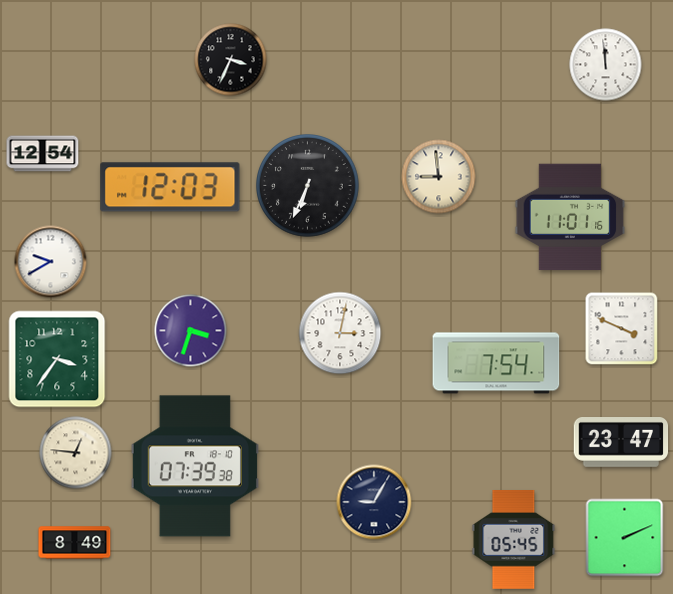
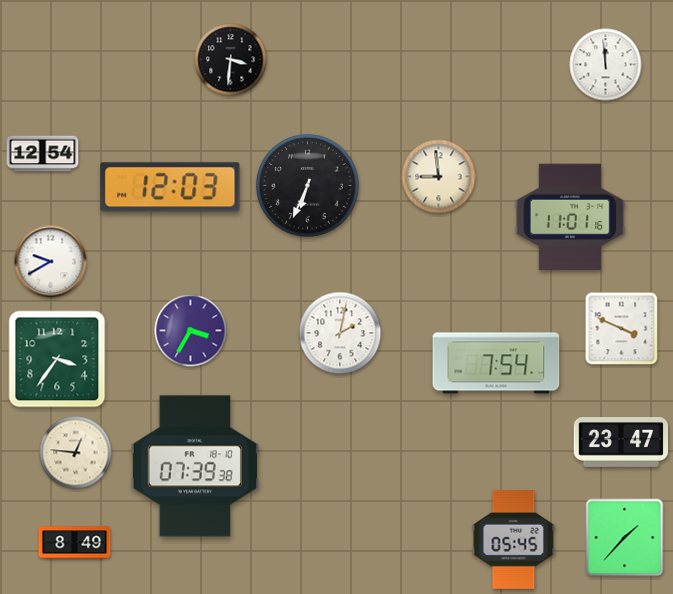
clock at (231, 60): 3:34 -> 3:31
clock at (191, 331): 3:33 -> 3:35
clock at (340, 333): 3:02 -> 2:02
clock at (374, 502): 9:05 -> none
clock at (625, 538): 2:11 -> 1:37
